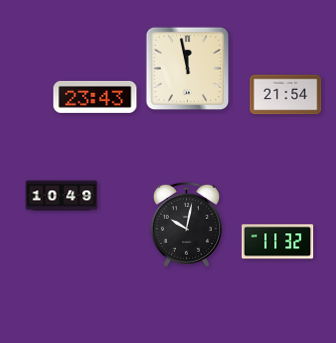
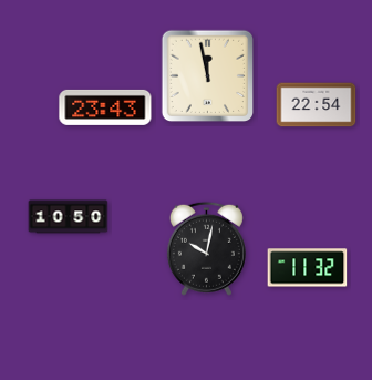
clock at (286, 95): 21:54 -> 22:54
clock at (62, 196): 10:49 -> 10:50
